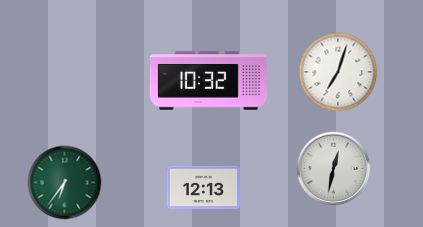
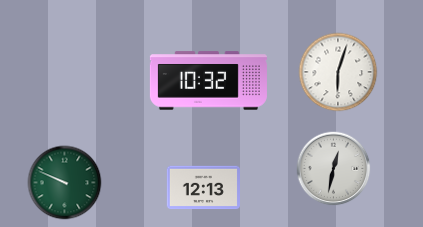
clock at (338, 72): 7:03 -> 6:03
clock at (65, 183): 6:36 -> 9:49
